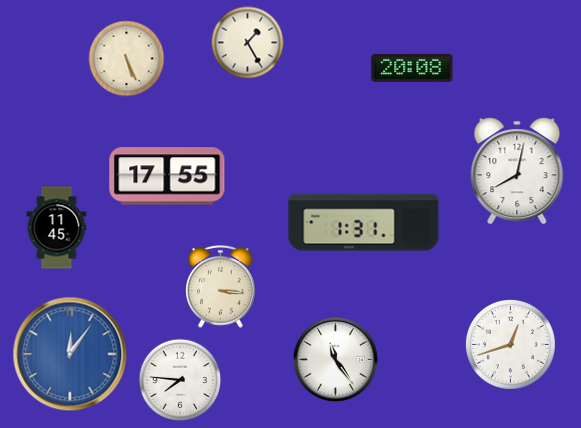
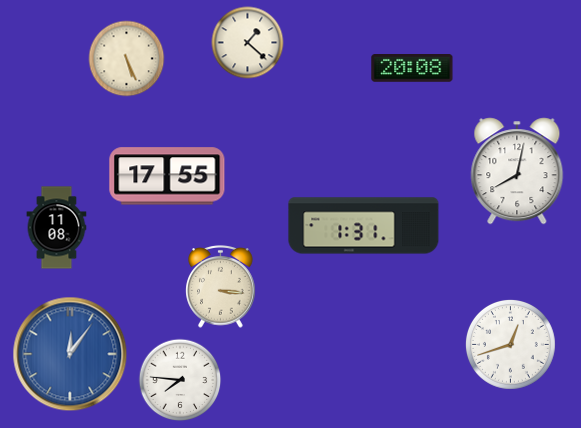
clock at (248, 43): 1:25 -> 1:22
clock at (364, 223) position: (364, 223) -> (364, 226)
clock at (57, 228): 11:45 -> 11:08
clock at (335, 359): 11:24 -> none
